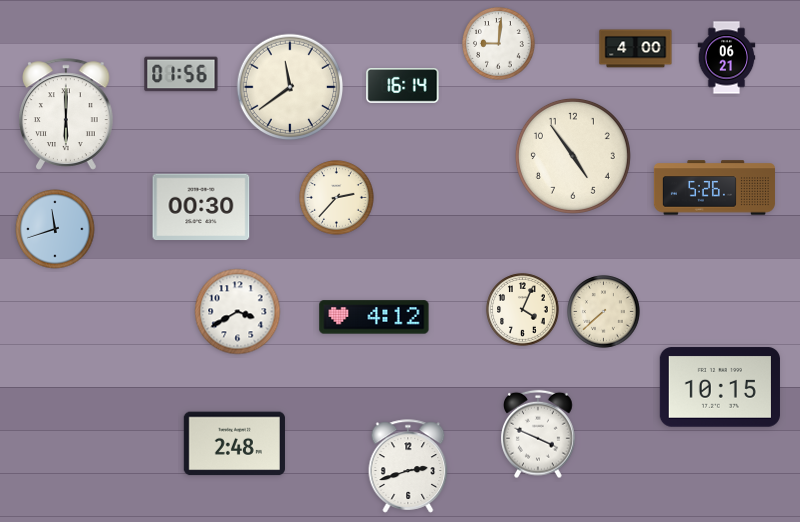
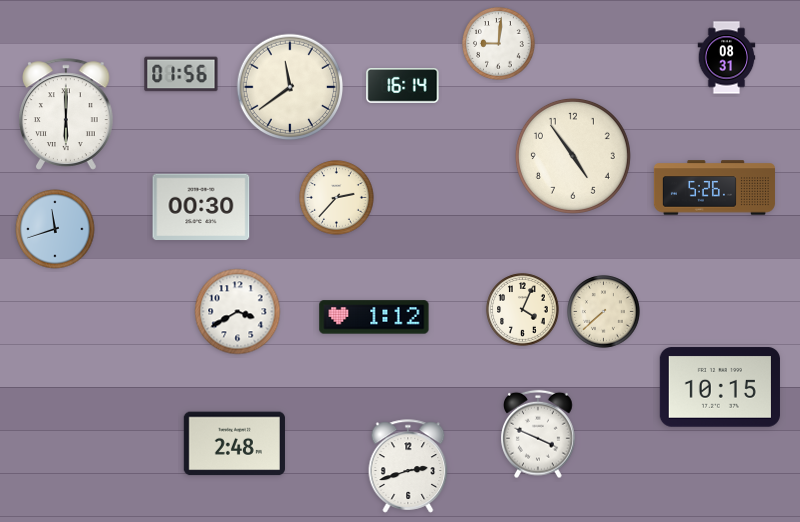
clock at (636, 49): 4:00 -> none
clock at (727, 58): 06:21 -> 08:31
clock at (374, 317): 4:12 -> 1:12
